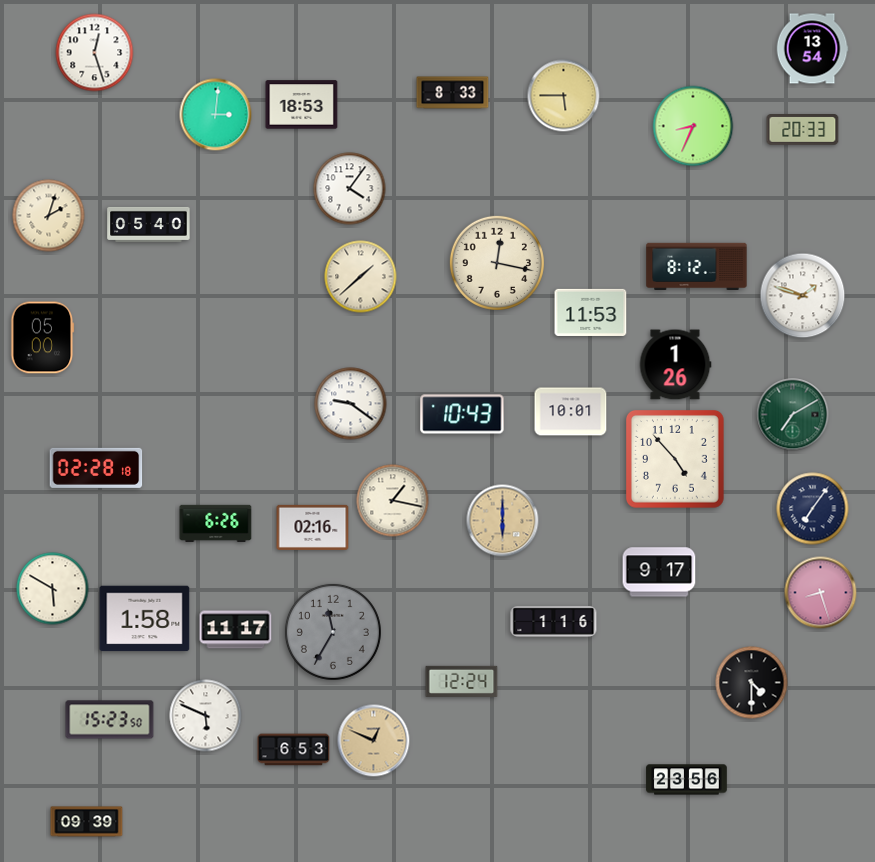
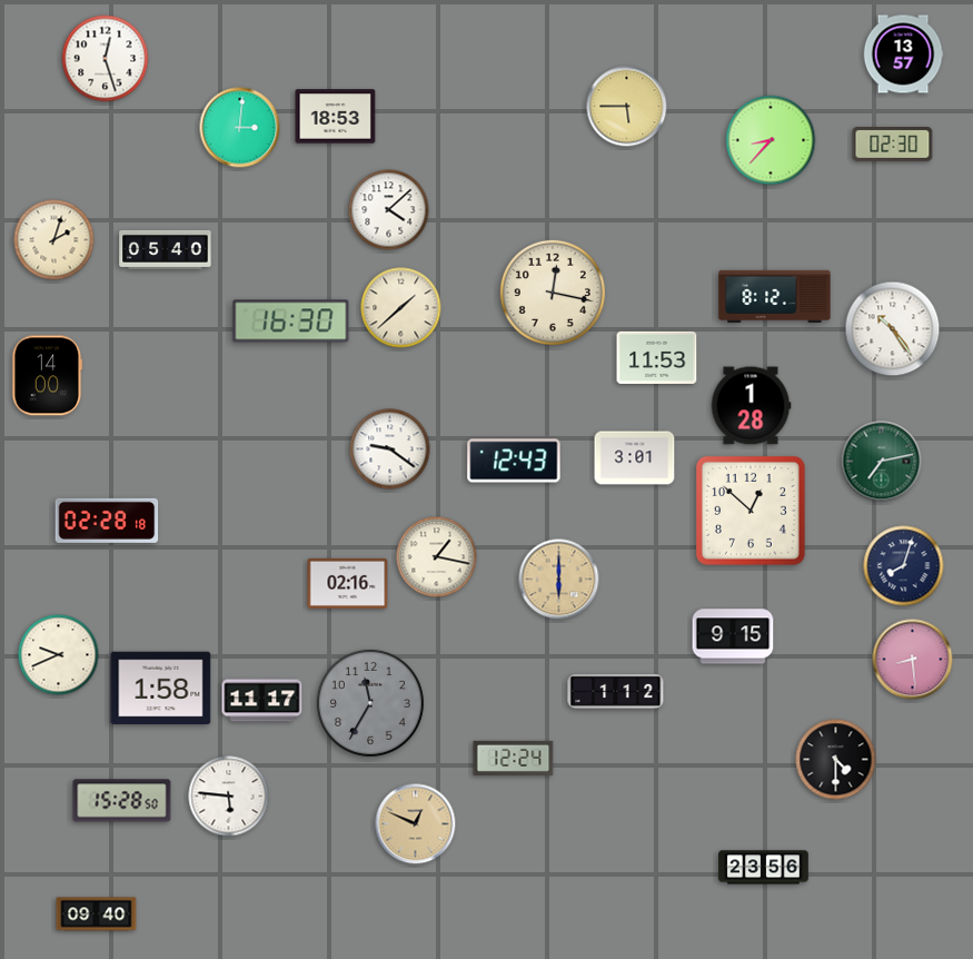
clock at (812, 49): 13:54 -> 13:57
clock at (453, 93): 8:33 -> none
clock at (693, 126): 8:34 -> 8:37
clock at (803, 130): 20:33 -> 02:30
clock at (350, 189): 4:06 -> 4:08
clock at (291, 322): none -> 16:30
clock at (803, 296): 1:48 -> 10:24
clock at (591, 312) position: (591, 312) -> (657, 357)
clock at (43, 338): 05:00 -> 14:00
clock at (675, 365): 1:26 -> 1:28
clock at (571, 412): 10:01 -> 3:01
clock at (462, 414): 10:43 -> 12:43
clock at (793, 415): 7:10 -> 7:13
clock at (676, 460): 4:53 -> 12:52
clock at (813, 509): 7:06 -> 8:03
clock at (216, 523): 6:26 -> none
clock at (313, 527) position: (313, 527) -> (348, 583)
clock at (659, 572): 9:17 -> 9:15
clock at (53, 589): 5:50 -> 9:41
clock at (821, 593): 8:27 -> 8:29
clock at (554, 621): 1:16 -> 1:12
clock at (206, 716): 5:49 -> 5:46
clock at (110, 720): 15:23 -> 15:28
clock at (294, 750): 6:53 -> none
clock at (87, 822): 09:39 -> 09:40
